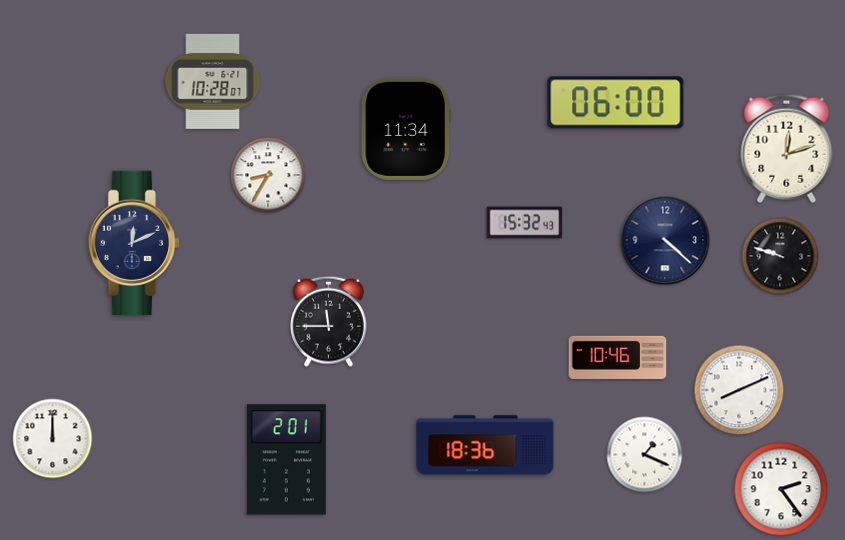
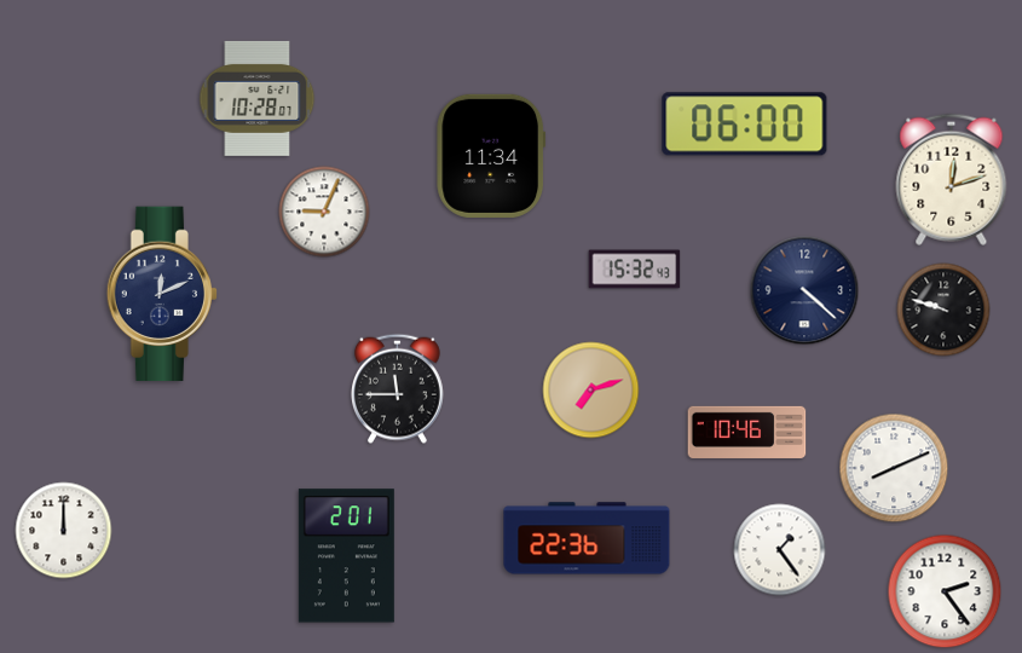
clock at (268, 175): 8:35 -> 9:04
clock at (591, 391): none -> 7:12
clock at (739, 390) position: (739, 390) -> (894, 468)
clock at (485, 445): 18:36 -> 22:36
clock at (645, 455): 1:19 -> 1:24
